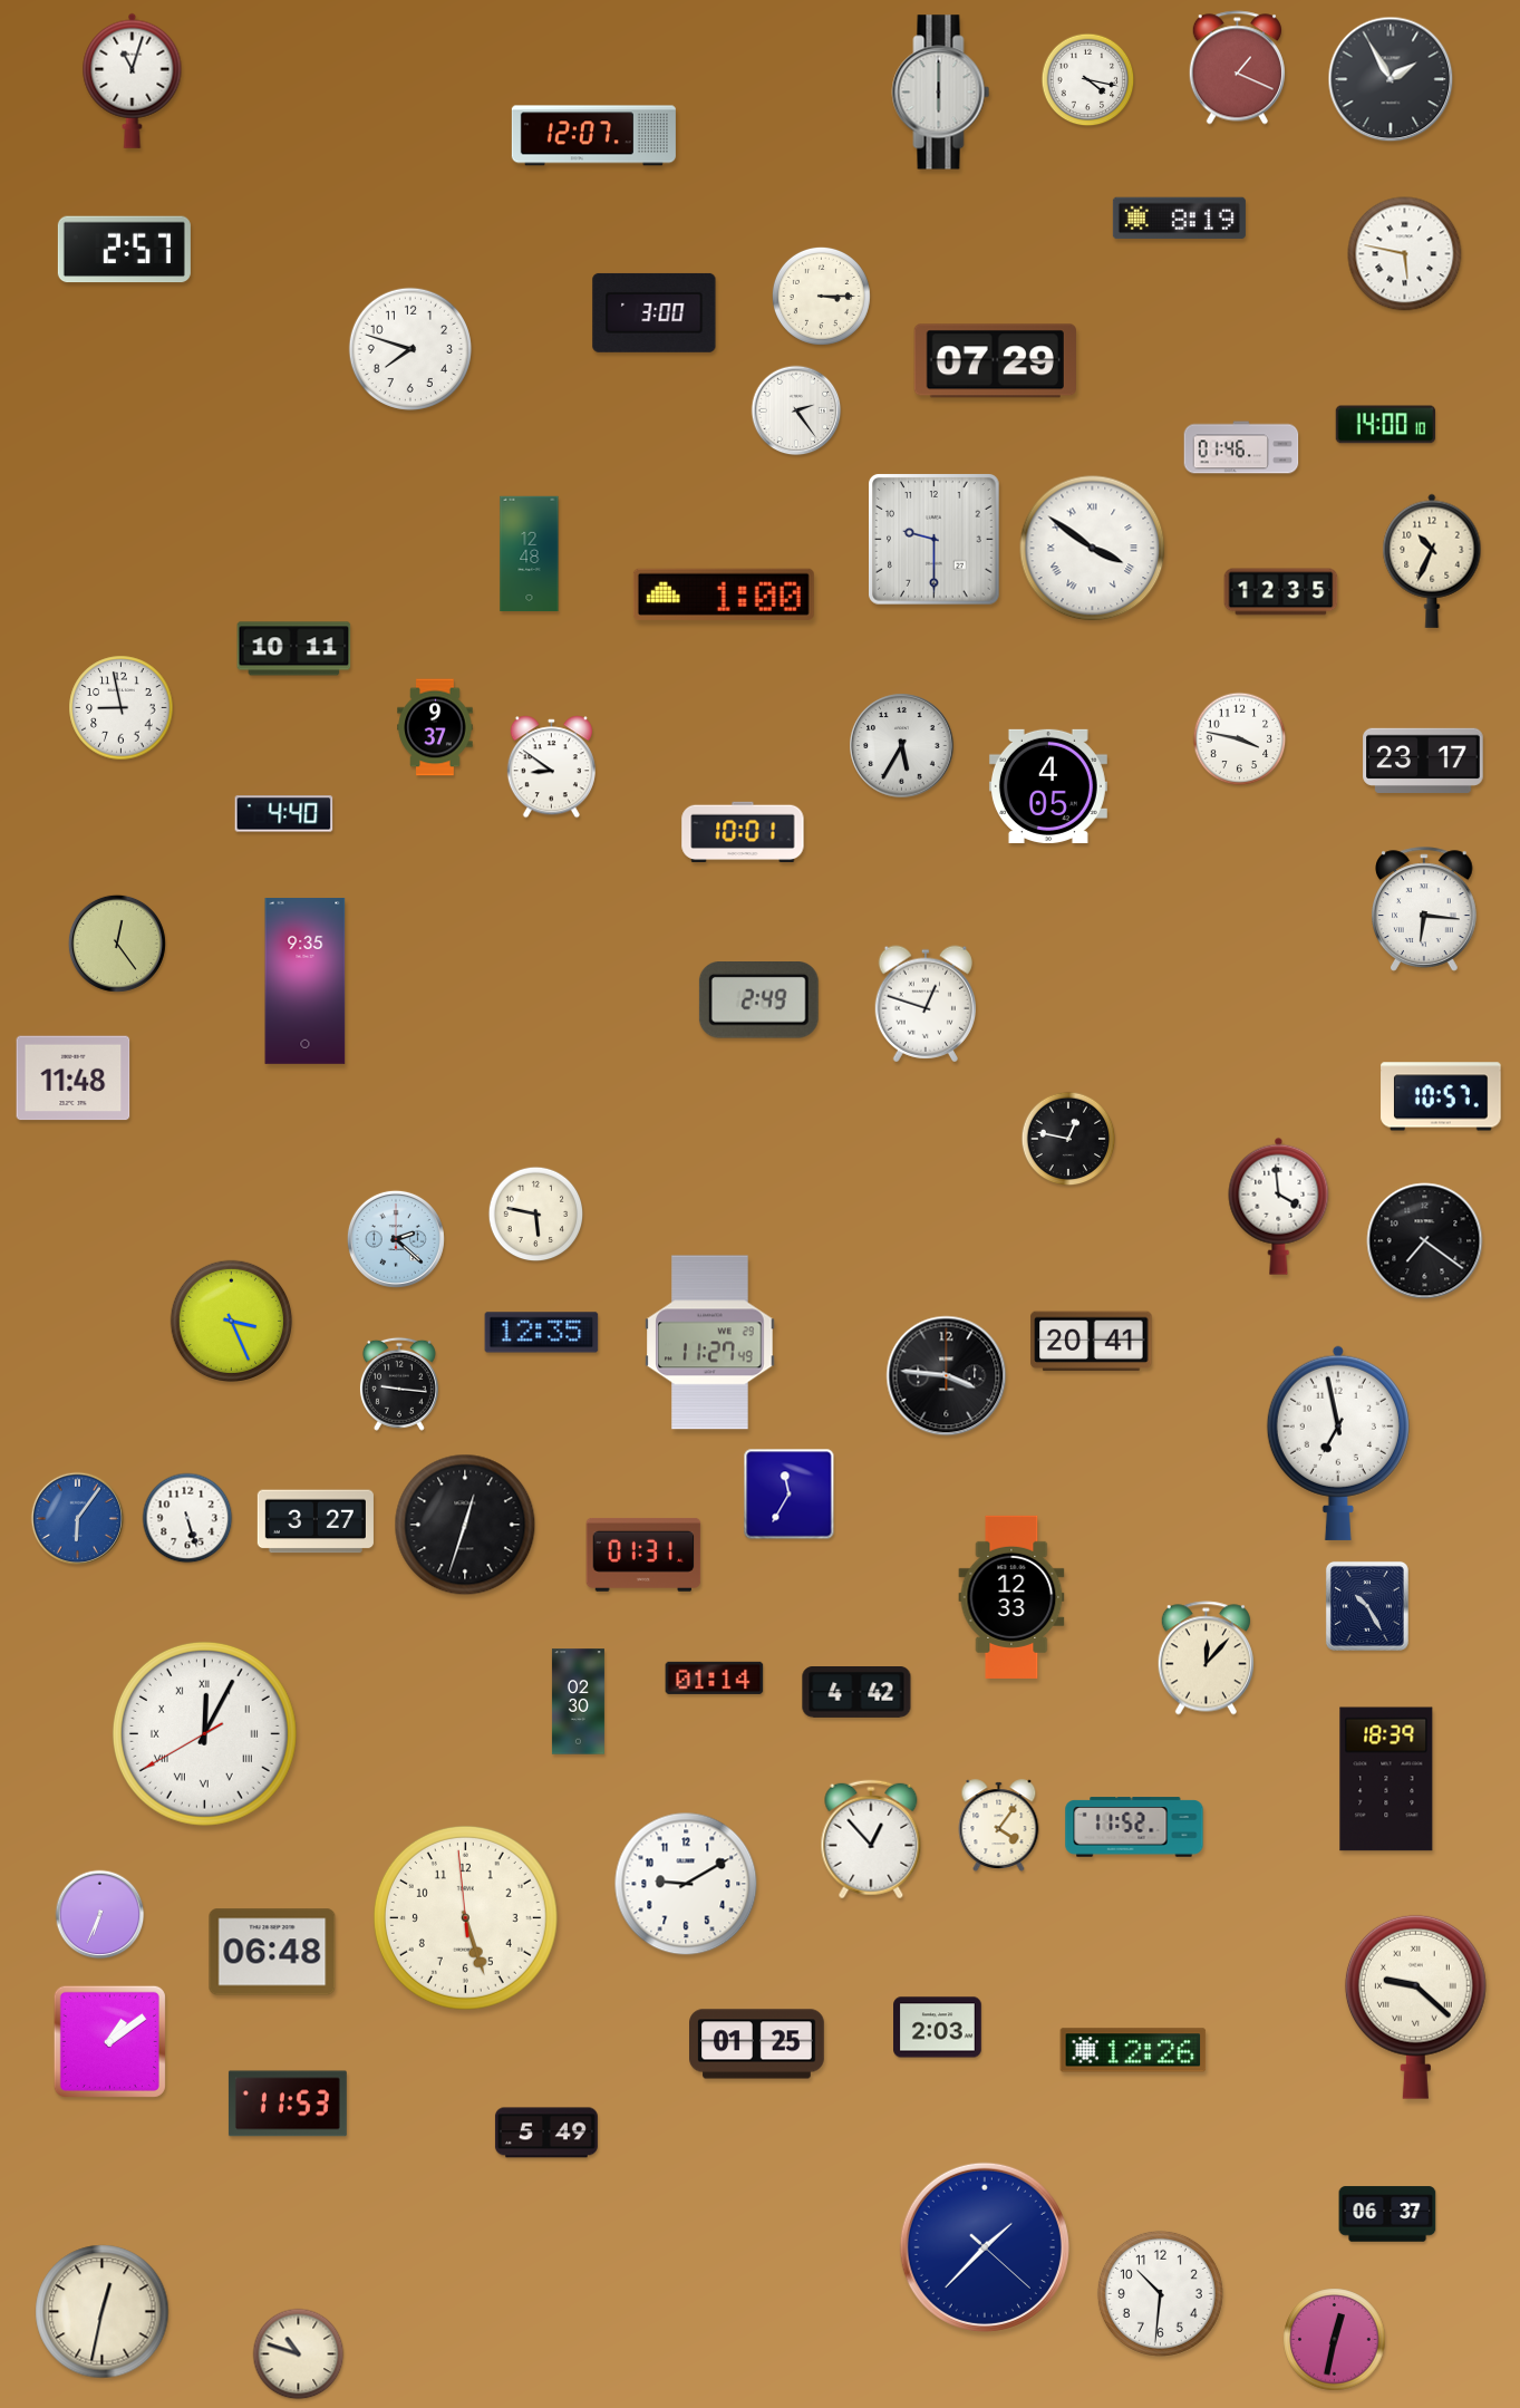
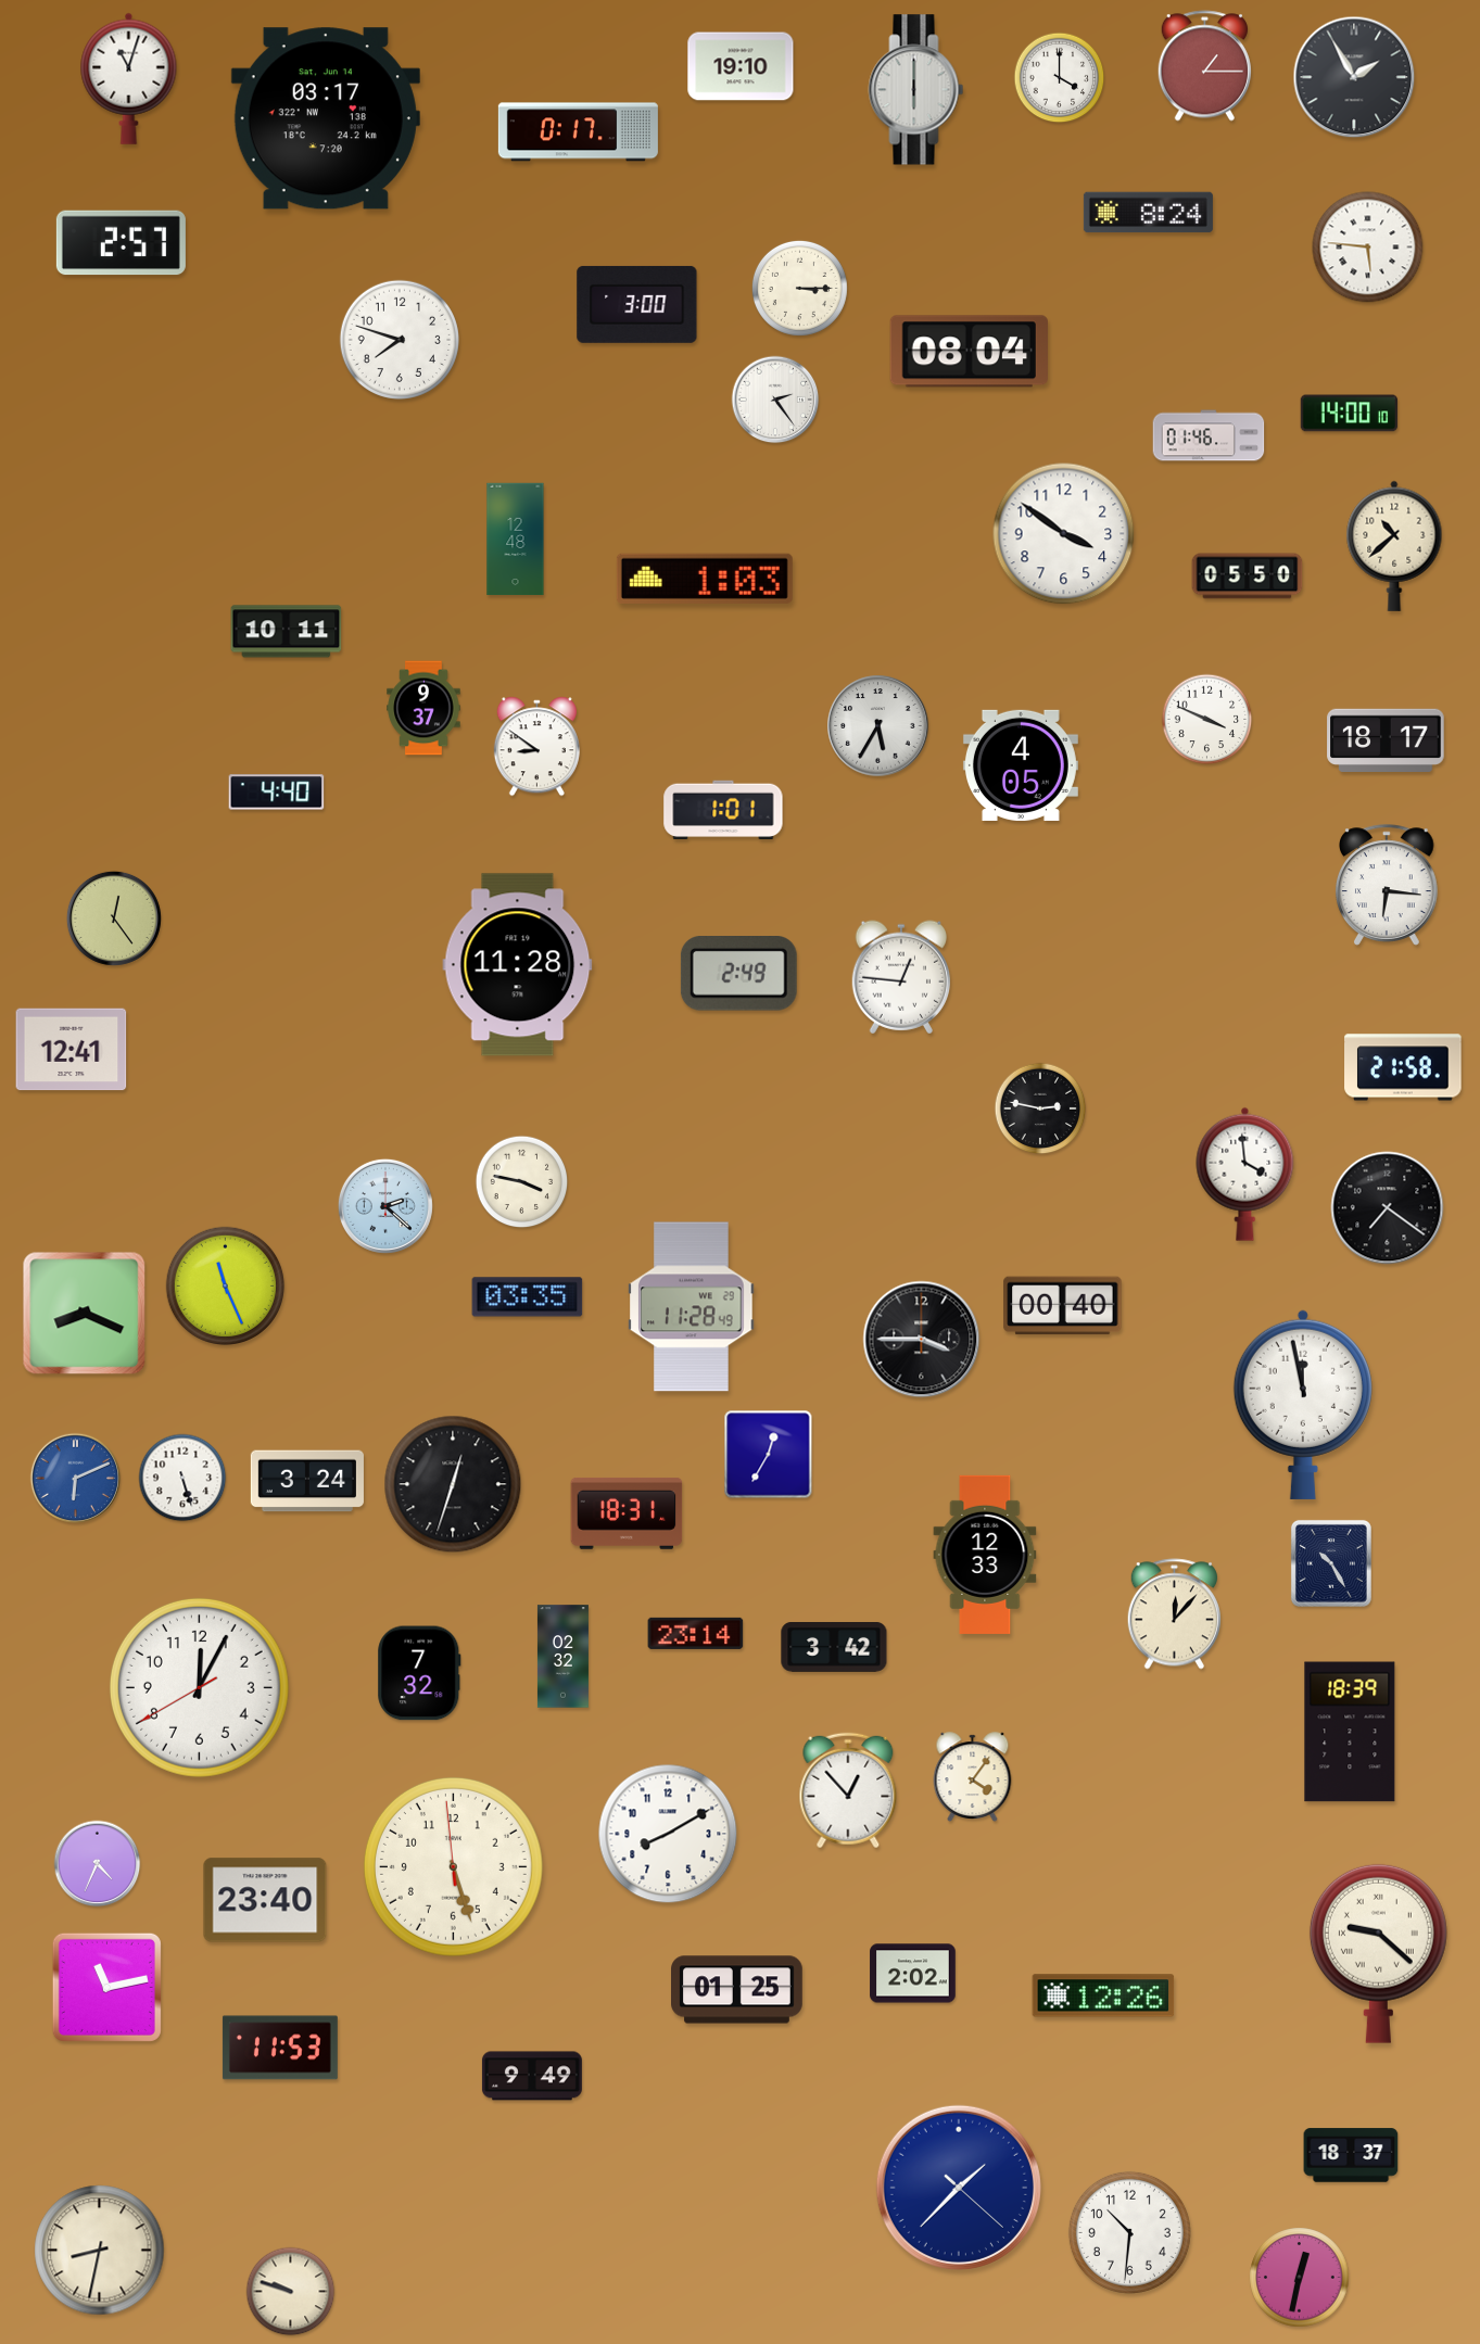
clock at (741, 66): none -> 19:10
clock at (1237, 68): 1:19 -> 1:15
clock at (1088, 80): 4:17 -> 4:00
clock at (326, 118): none -> 03:17
clock at (593, 136): 12:07 -> 0:17
clock at (1179, 219): 8:19 -> 8:24
clock at (1405, 254): 5:47 -> 5:46
clock at (995, 361): 07:29 -> 08:04
clock at (935, 540): 9:30 -> none
clock at (1093, 549) numerals: Roman -> Arabic
clock at (1432, 561): 10:34 -> 10:38
clock at (1281, 592): 12:35 -> 05:50
clock at (724, 594): 1:00 -> 1:03
clock at (122, 708): 8:58 -> none
clock at (1240, 739): 3:47 -> 3:49
clock at (1423, 760): 23:17 -> 18:17
clock at (743, 832): 10:01 -> 1:01
clock at (306, 981): 9:35 -> none
clock at (518, 965): none -> 11:28
clock at (924, 1004): 12:48 -> 12:46
clock at (74, 1079): 11:48 -> 12:41
clock at (1441, 1096): 10:57 -> 21:58
clock at (1068, 1139): 12:47 -> 2:47
clock at (536, 1215): 5:47 -> 3:47
clock at (232, 1322): 3:26 -> 11:26
clock at (542, 1333): 12:35 -> 03:35
clock at (1092, 1342): 20:41 -> 00:40
clock at (710, 1343): 11:27 -> 11:28
clock at (85, 1314): none -> 8:19
clock at (947, 1376): 3:46 -> 3:45
clock at (399, 1384): 9:16 -> none
clock at (1338, 1443): 6:58 -> 11:58
clock at (790, 1495): 11:35 -> 12:35
clock at (78, 1519): 6:06 -> 6:11
clock at (316, 1521): 3:27 -> 3:24
clock at (643, 1555): 01:31 -> 18:31
clock at (715, 1677): 01:14 -> 23:14
clock at (856, 1693): 4:42 -> 3:42
clock at (578, 1702): 02:30 -> 02:32
clock at (419, 1673): none -> 7:32
clock at (204, 1733) numerals: Roman -> Arabic
clock at (1134, 1827): 11:52 -> none
clock at (686, 1884): 9:10 -> 8:10
clock at (100, 1915): 6:34 -> 4:34
clock at (272, 1952): 06:48 -> 23:40
clock at (938, 2028): 2:03 -> 2:02
clock at (109, 2041): 1:09 -> 11:13
clock at (546, 2133): 5:49 -> 9:49
clock at (1387, 2214): 06:37 -> 18:37
clock at (103, 2312): 12:32 -> 8:32
clock at (299, 2354): 10:48 -> 9:48
